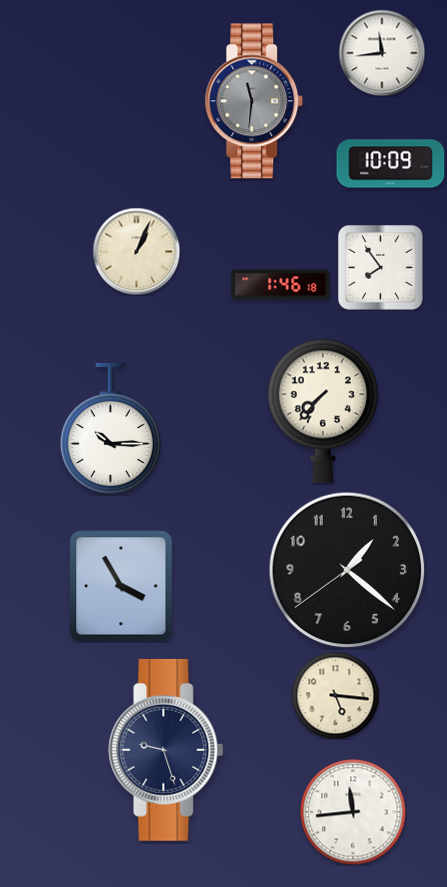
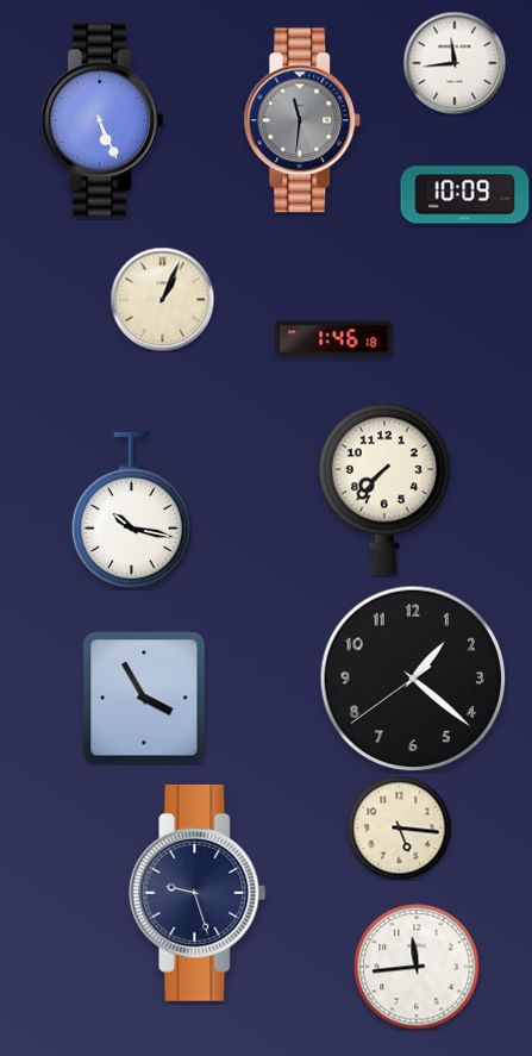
clock at (102, 120): none -> 5:26
clock at (381, 268): 7:54 -> none
clock at (110, 428): 10:15 -> 10:17
clock at (353, 812) position: (353, 812) -> (417, 967)
